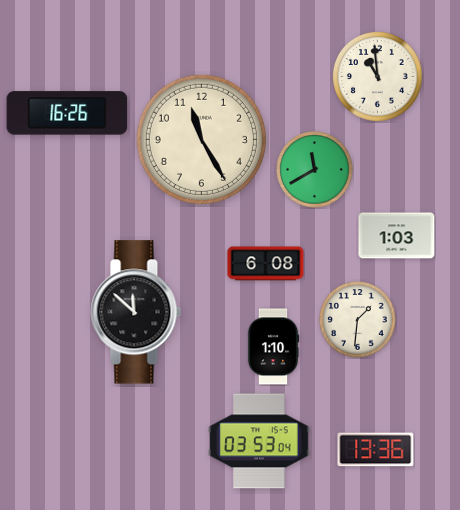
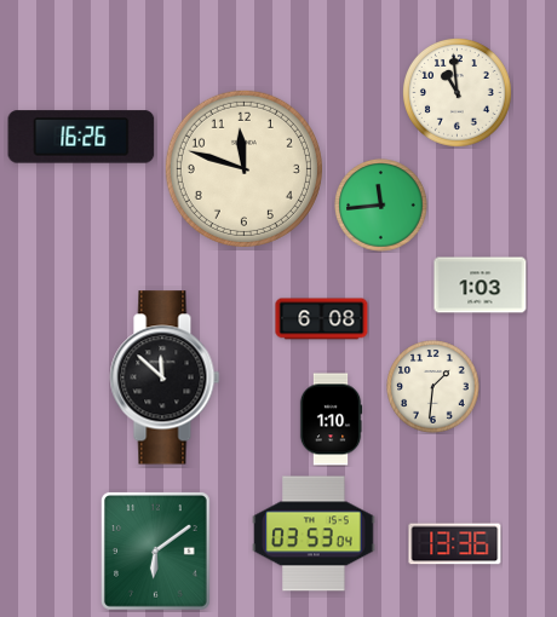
clock at (201, 139): 11:25 -> 11:48
clock at (315, 170): 11:40 -> 11:44
clock at (155, 552): none -> 6:09
